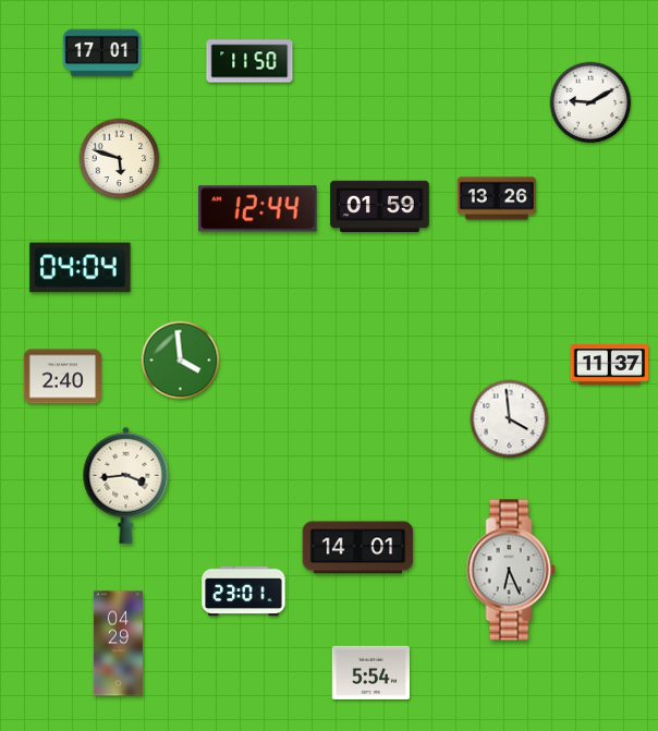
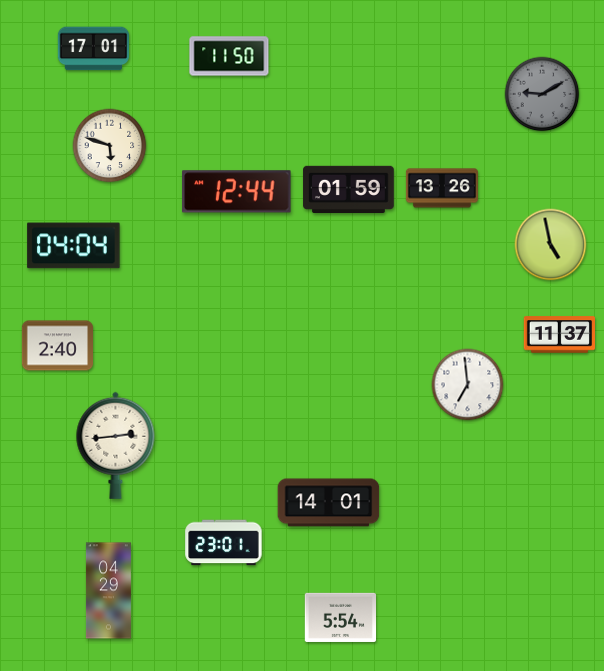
clock at (590, 102) dial: white -> grey
clock at (497, 198) position: (497, 198) -> (442, 188)
clock at (551, 245): none -> 4:58
clock at (181, 361): 3:59 -> none
clock at (510, 419): 3:59 -> 6:59
clock at (126, 485): 3:44 -> 2:44
clock at (511, 570): 6:26 -> none
